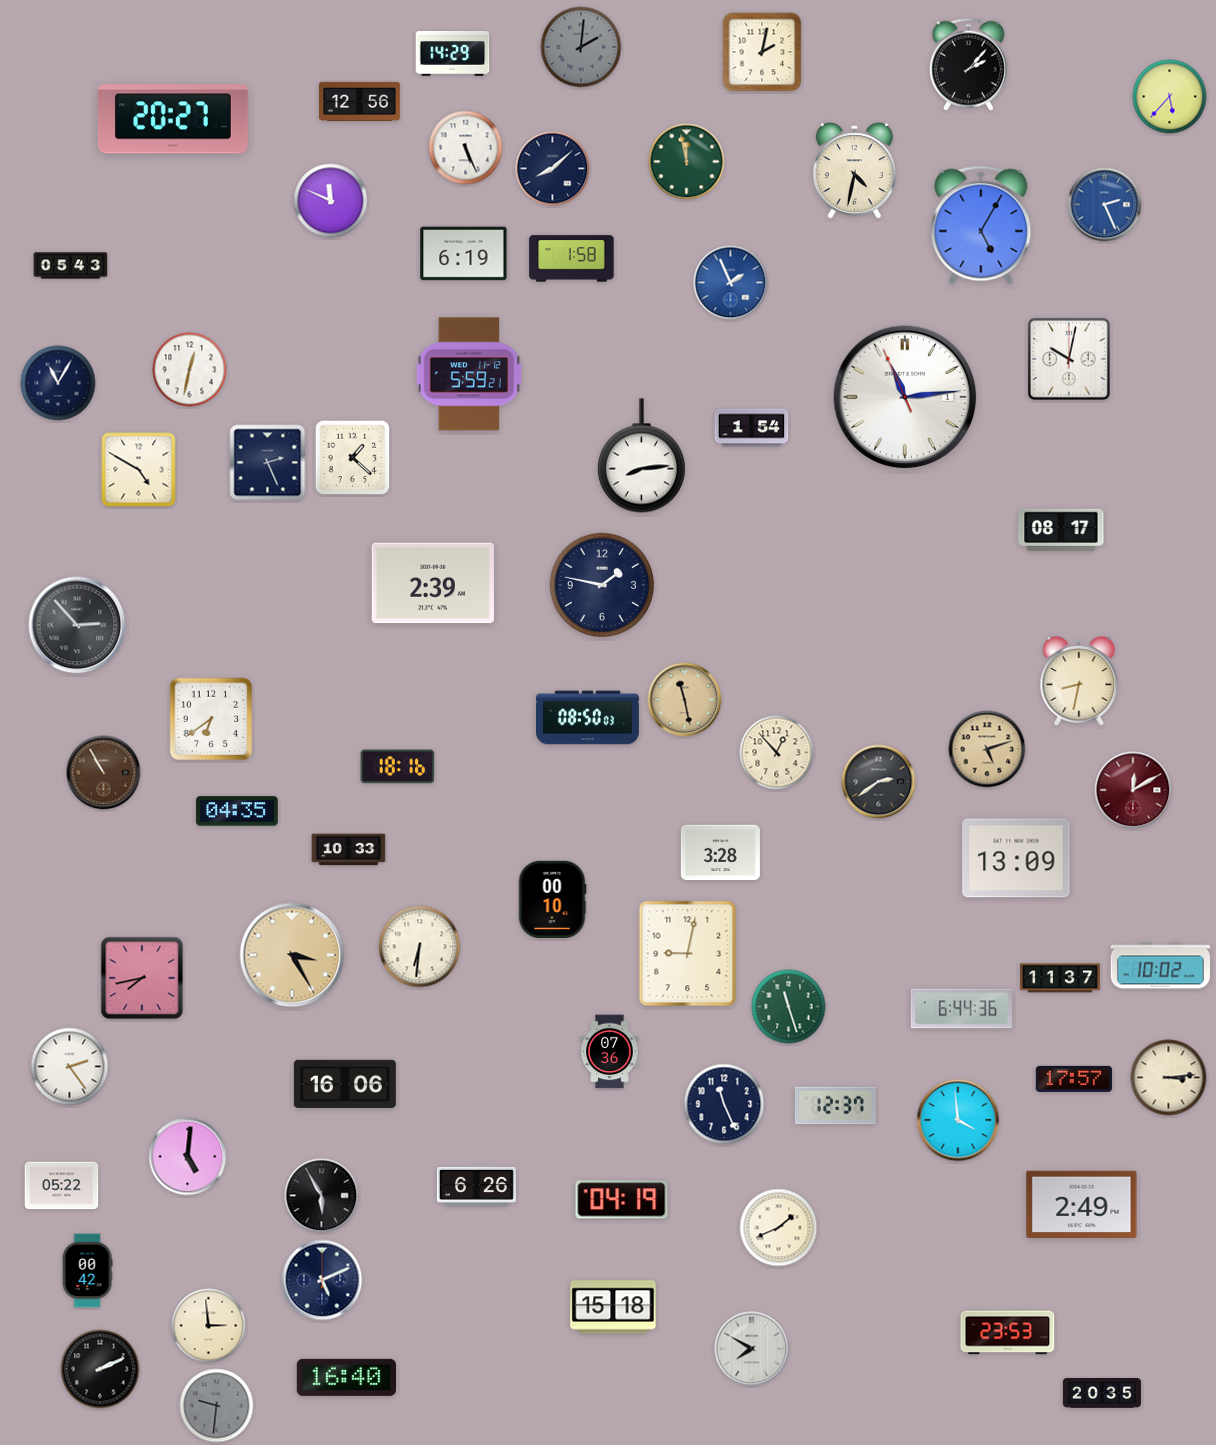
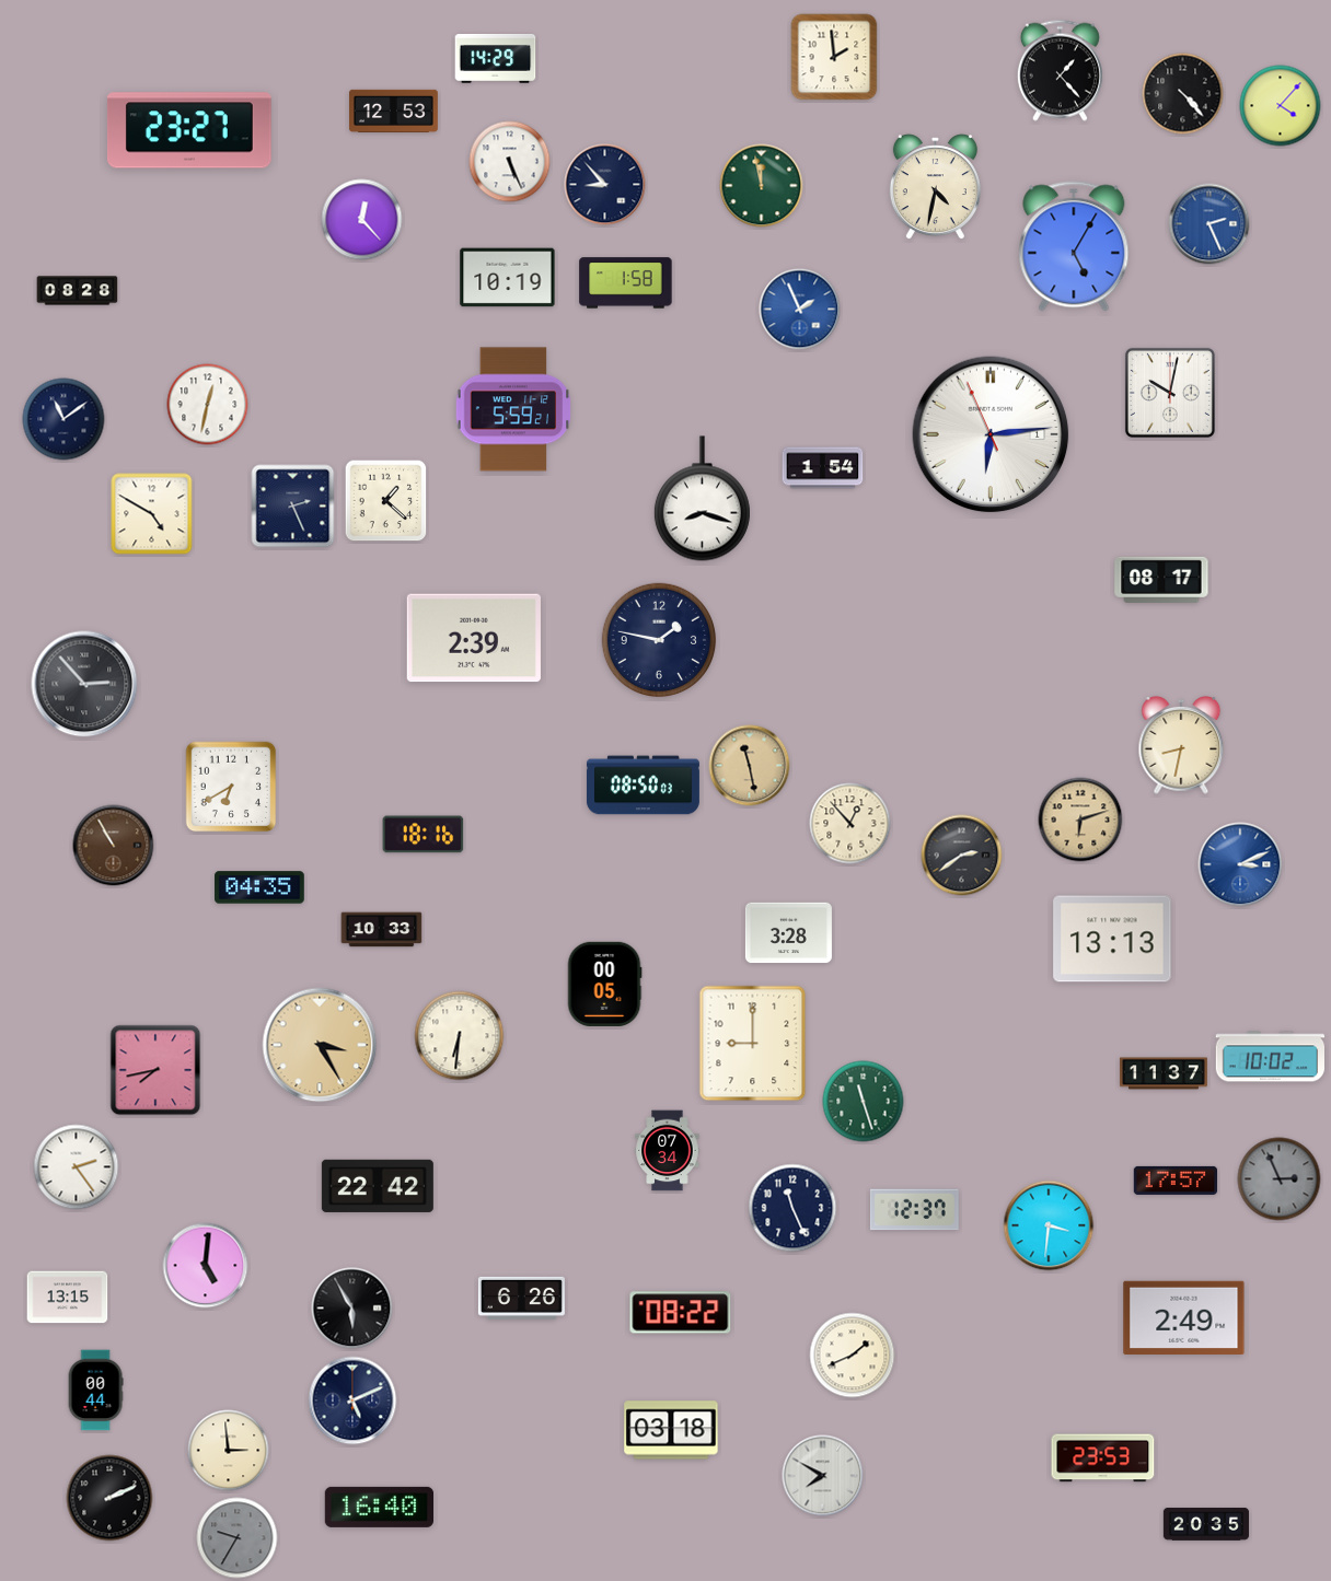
clock at (581, 47): 2:01 -> none
clock at (762, 52): 2:02 -> 1:59
clock at (968, 64): 2:07 -> 1:23
clock at (1183, 94): none -> 4:23
clock at (1170, 97): 5:37 -> 4:07
clock at (360, 101): 12:56 -> 12:53
clock at (173, 119): 20:27 -> 23:27
clock at (687, 162) position: (687, 162) -> (762, 186)
clock at (553, 169): 8:08 -> 8:53
clock at (331, 201): 11:49 -> 12:23
clock at (464, 254): 6:19 -> 10:19
clock at (71, 266): 05:43 -> 08:28
clock at (58, 383): 11:05 -> 11:09
clock at (905, 397): 11:13 -> 6:13
clock at (641, 456): 8:14 -> 8:18
clock at (211, 719): 6:39 -> 6:40
clock at (987, 749): 5:12 -> 6:12
clock at (398, 767) position: (398, 767) -> (424, 835)
clock at (1133, 790): 12:10 -> 3:11
clock at (1133, 790) dial: burgundy -> blue
clock at (1016, 858): 13:09 -> 13:13
clock at (552, 899): 00:10 -> 00:05
clock at (688, 954): 9:02 -> 9:00
clock at (1060, 978) position: (1060, 978) -> (1164, 1073)
clock at (961, 1009): 6:44 -> none
clock at (610, 1052): 07:36 -> 07:34
clock at (1169, 1078): 3:14 -> 2:56
clock at (1169, 1078) dial: cream -> grey
clock at (345, 1084): 16:06 -> 22:42
clock at (958, 1120): 3:59 -> 3:31
clock at (62, 1186): 05:22 -> 13:15
clock at (622, 1200): 04:19 -> 08:22
clock at (779, 1228) position: (779, 1228) -> (853, 1356)
clock at (87, 1271): 00:42 -> 00:44
clock at (613, 1307): 15:18 -> 03:18
clock at (217, 1406): 9:31 -> 9:35
